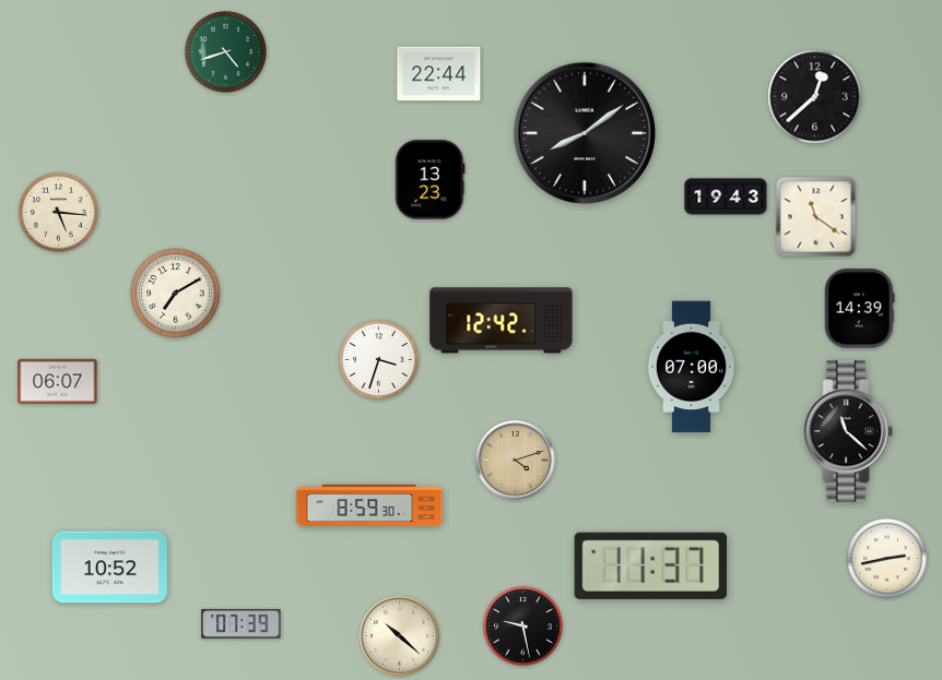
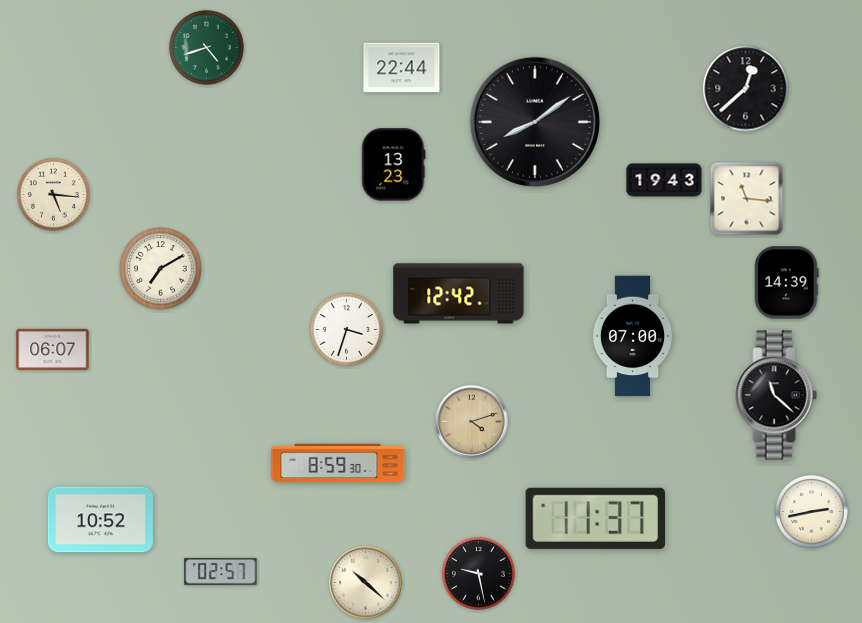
clock at (816, 217): 11:21 -> 11:16
clock at (242, 623): 07:39 -> 02:57
